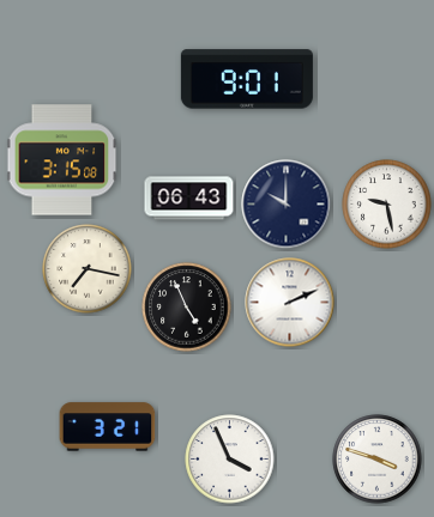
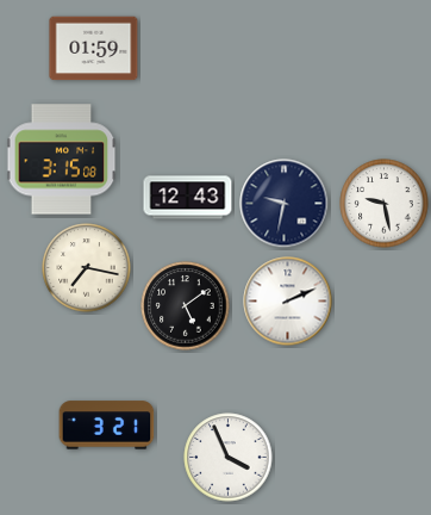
clock at (94, 49): none -> 01:59
clock at (247, 79): 9:01 -> none
clock at (189, 199): 06:43 -> 12:43
clock at (287, 205): 10:00 -> 9:32
clock at (187, 308): 4:56 -> 5:09
clock at (378, 460): 3:48 -> none
